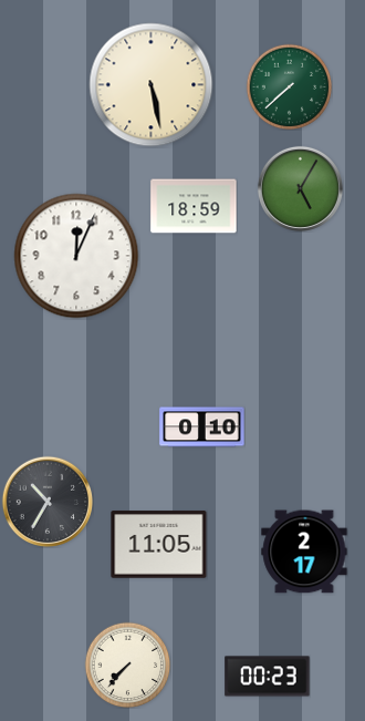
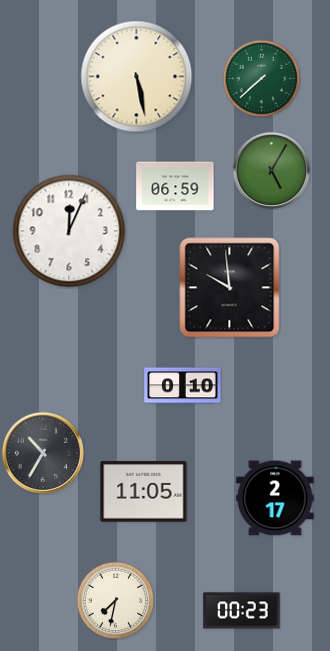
clock at (194, 206): 18:59 -> 06:59
clock at (230, 288): none -> 9:59
clock at (127, 665): 7:37 -> 7:32
